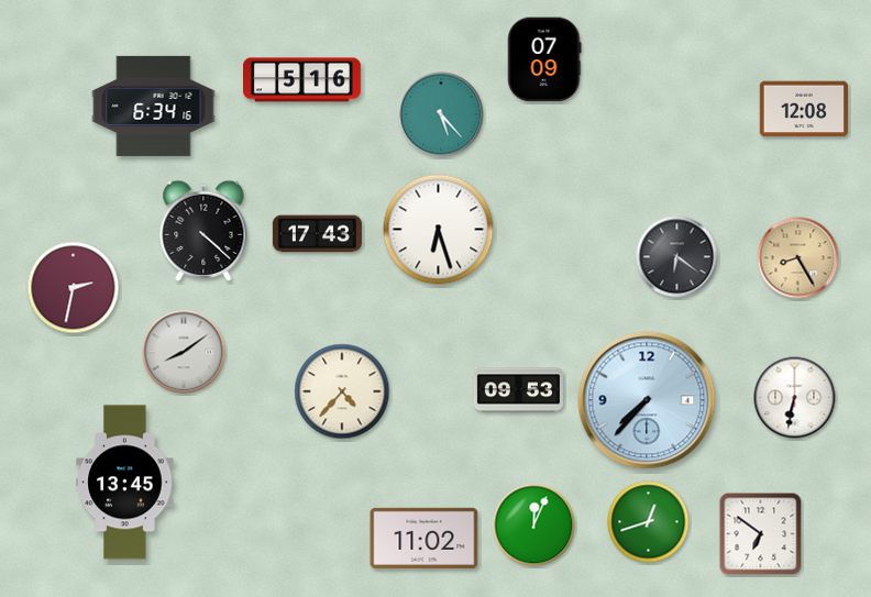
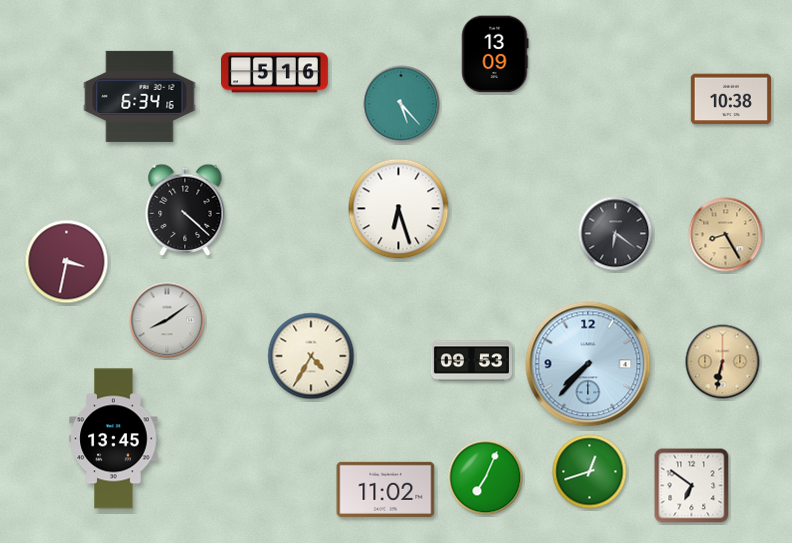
clock at (544, 59): 07:09 -> 13:09
clock at (804, 109): 12:08 -> 10:38
clock at (317, 234): 17:43 -> none
clock at (74, 288): 2:32 -> 3:32
clock at (518, 390) position: (518, 390) -> (471, 361)
clock at (342, 391): 4:37 -> 4:35
clock at (795, 398) dial: white -> champagne
clock at (649, 522) position: (649, 522) -> (590, 472)
clock at (534, 526): 12:04 -> 7:04
